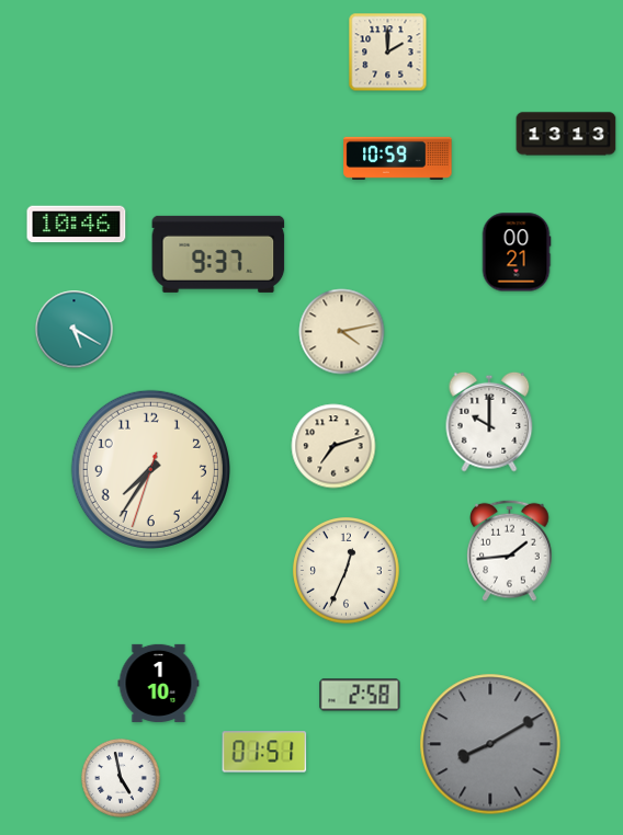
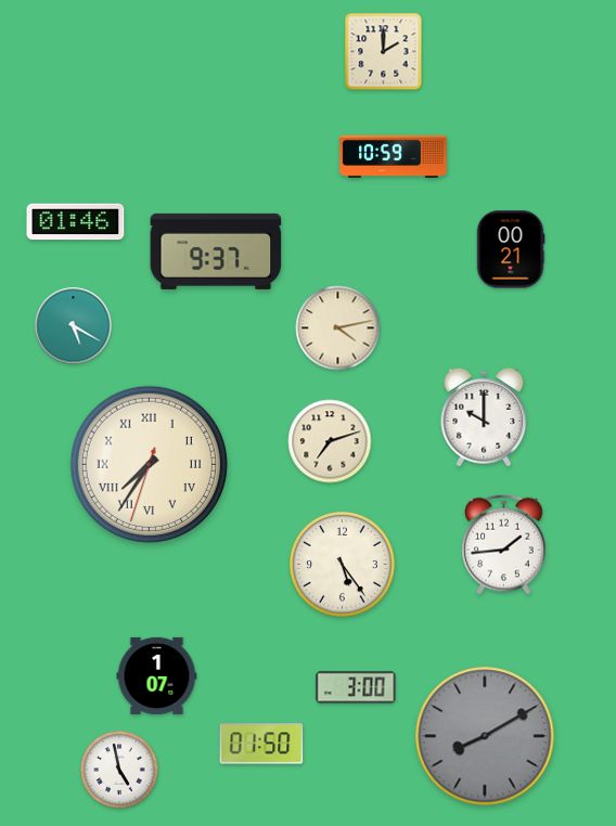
clock at (566, 134): 13:13 -> none
clock at (77, 225): 10:46 -> 01:46
clock at (150, 469) numerals: Arabic -> Roman
clock at (347, 571): 12:34 -> 5:24
clock at (159, 683): 1:10 -> 1:07
clock at (360, 695): 2:58 -> 3:00
clock at (264, 752): 01:51 -> 01:50
